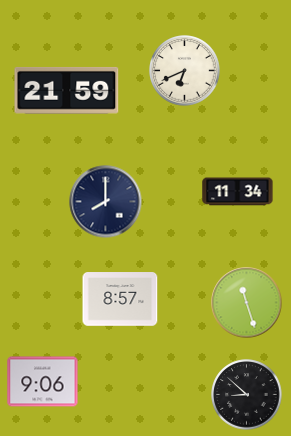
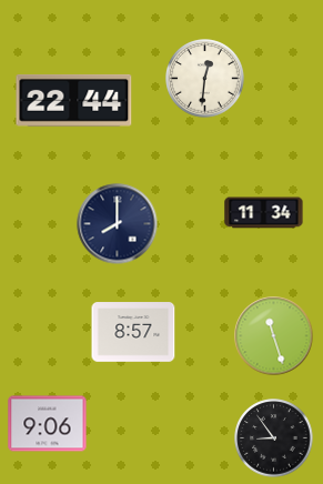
clock at (185, 71): 6:41 -> 12:31
clock at (67, 90): 21:59 -> 22:44
clock at (247, 395): 8:52 -> 8:54
